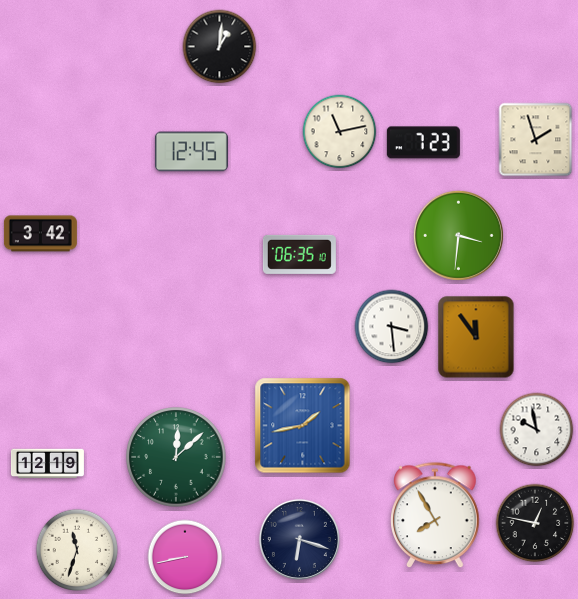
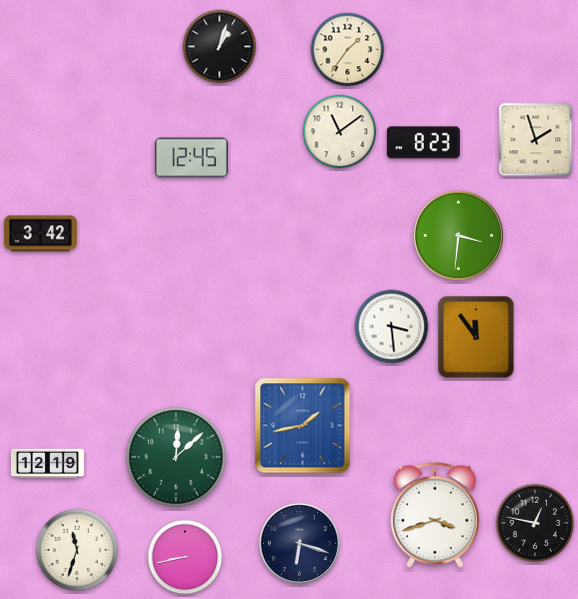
clock at (220, 47): 1:01 -> 1:03
clock at (348, 50): none -> 1:36
clock at (340, 132): 11:13 -> 11:09
clock at (423, 143): 7:23 -> 8:23
clock at (191, 152) position: (191, 152) -> (191, 158)
clock at (299, 254): 06:35 -> none
clock at (537, 430): 9:58 -> none
clock at (436, 516): 7:55 -> 3:42
clock at (299, 539) position: (299, 539) -> (299, 543)
